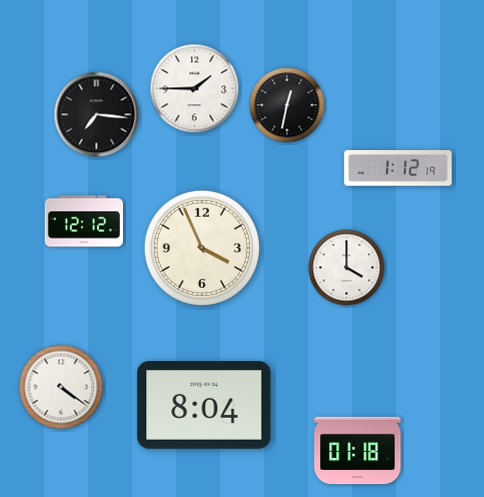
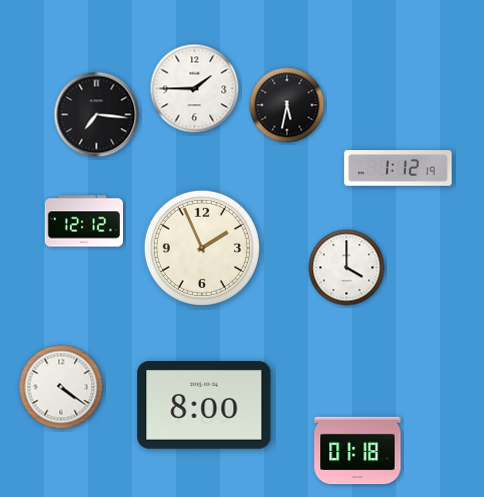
clock at (287, 105): 12:32 -> 5:32
clock at (202, 248): 3:56 -> 1:56
clock at (204, 406): 8:04 -> 8:00
